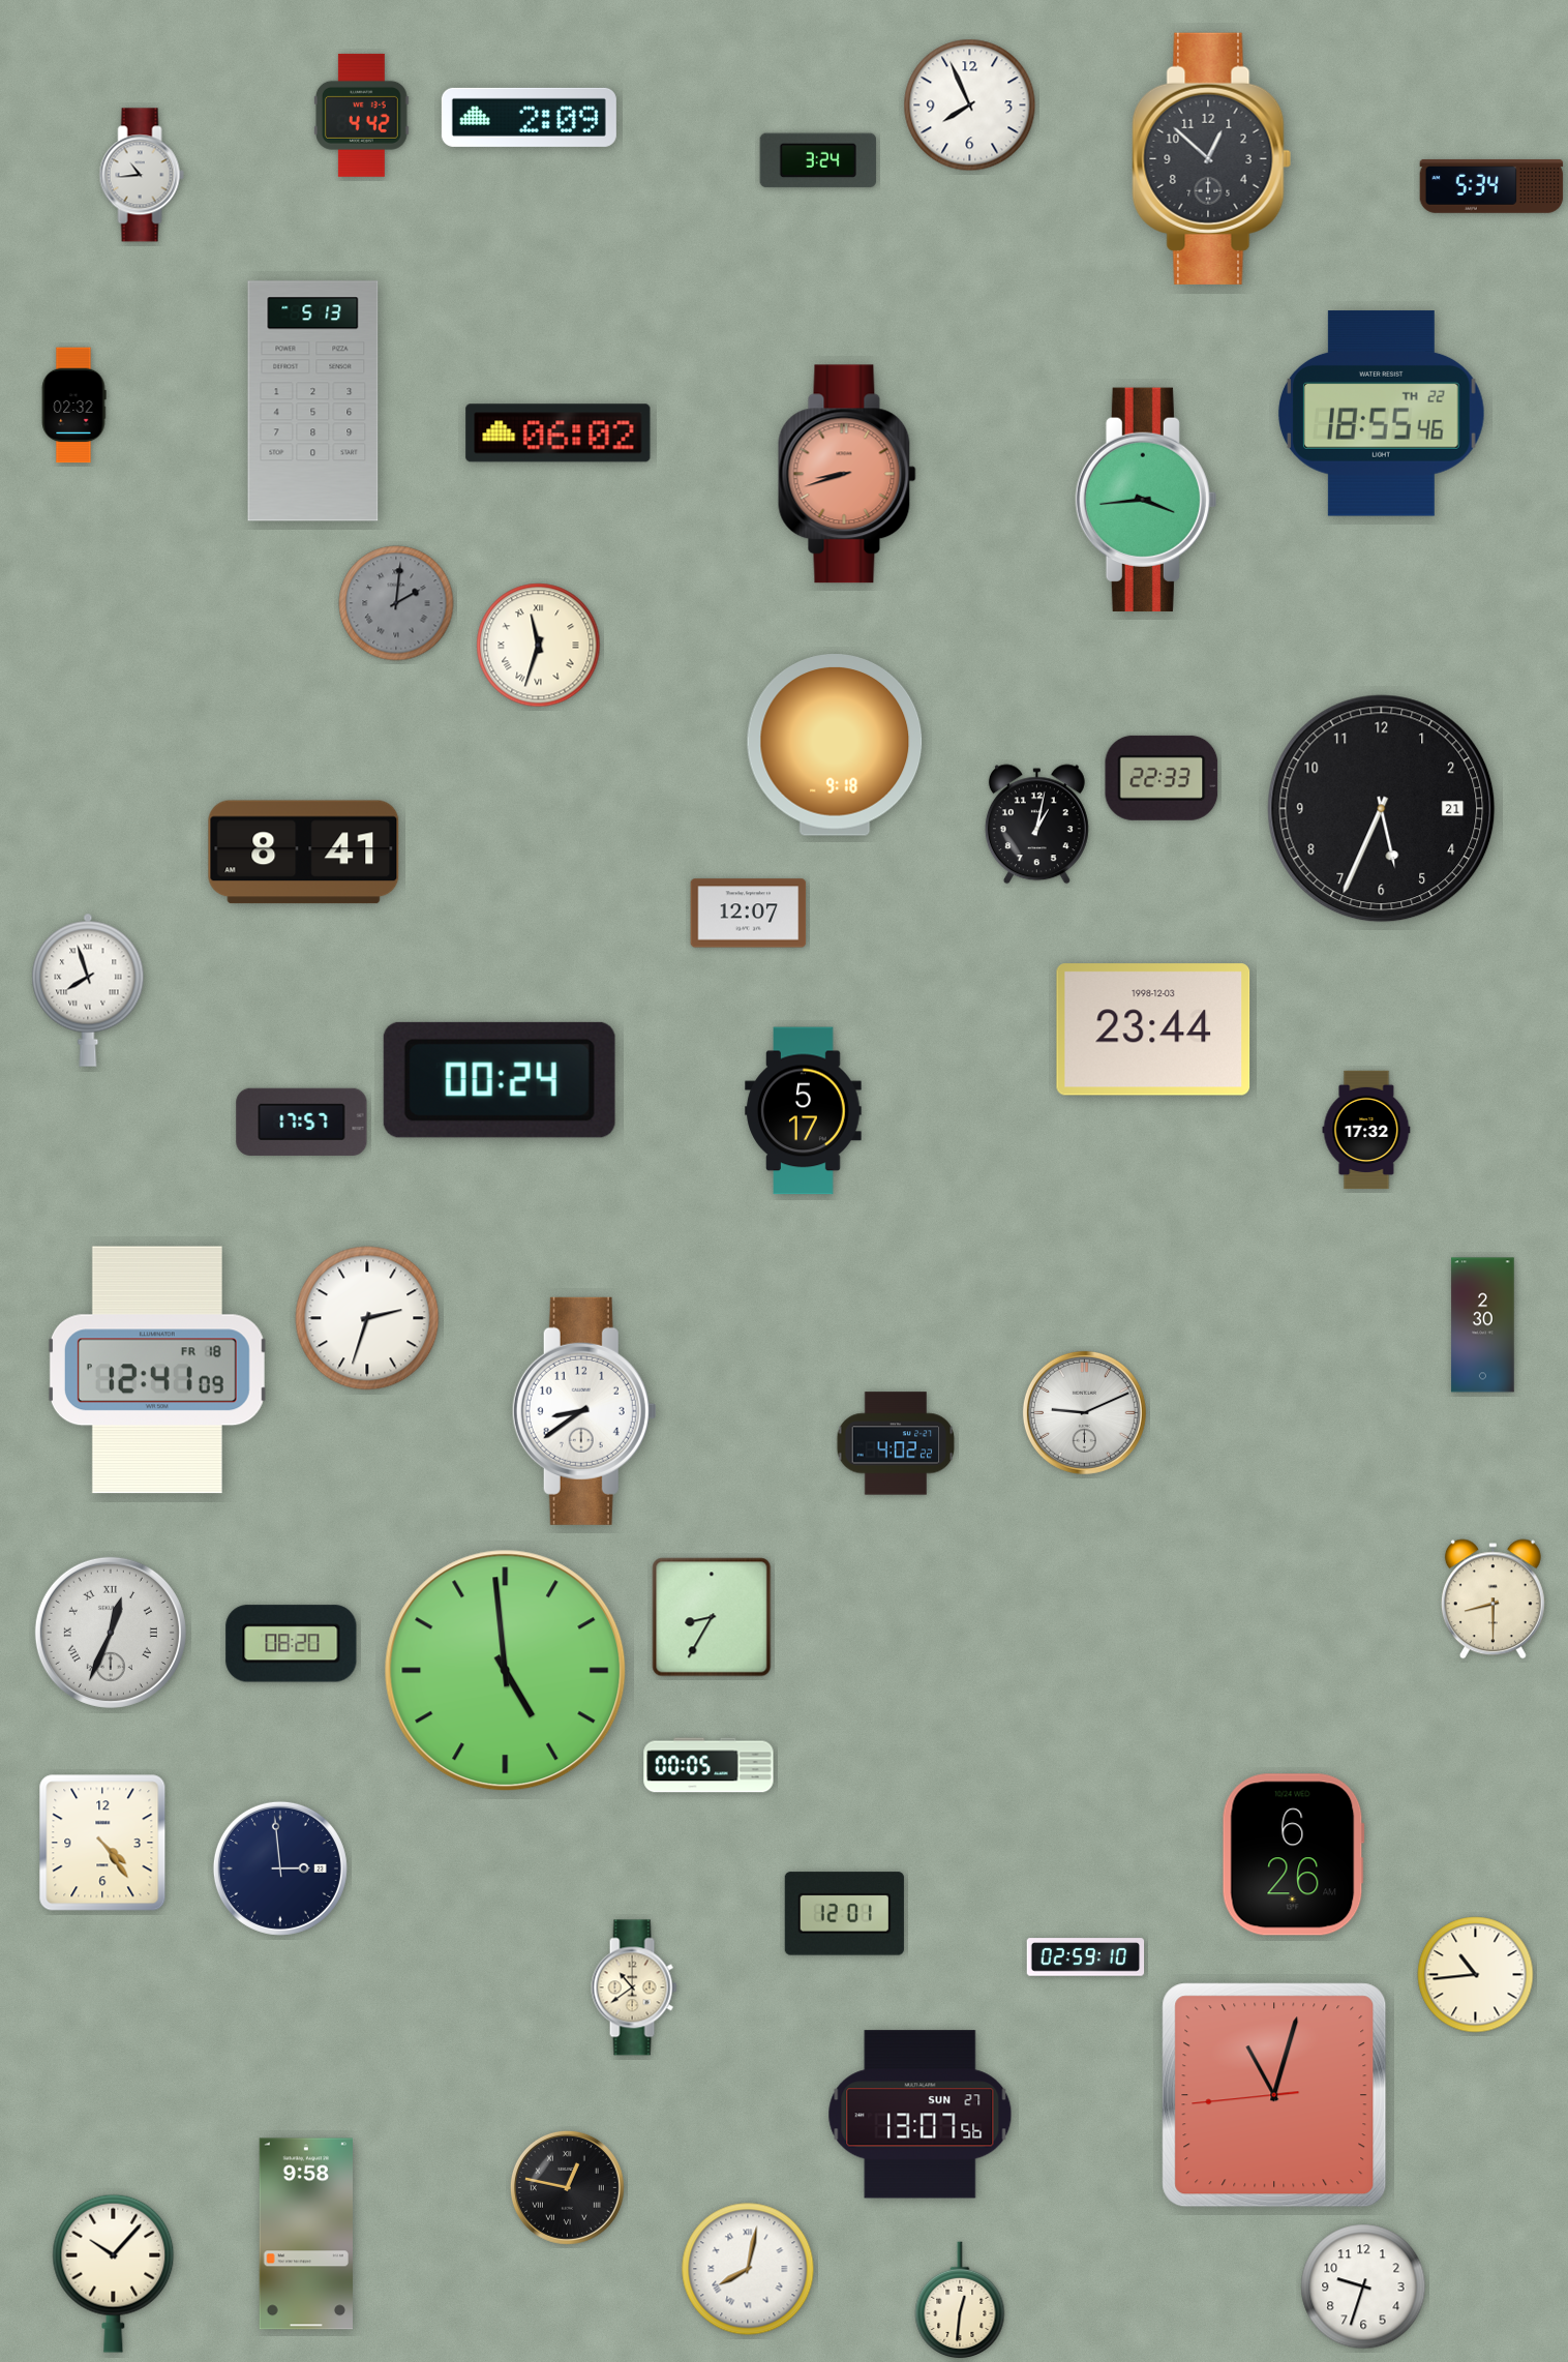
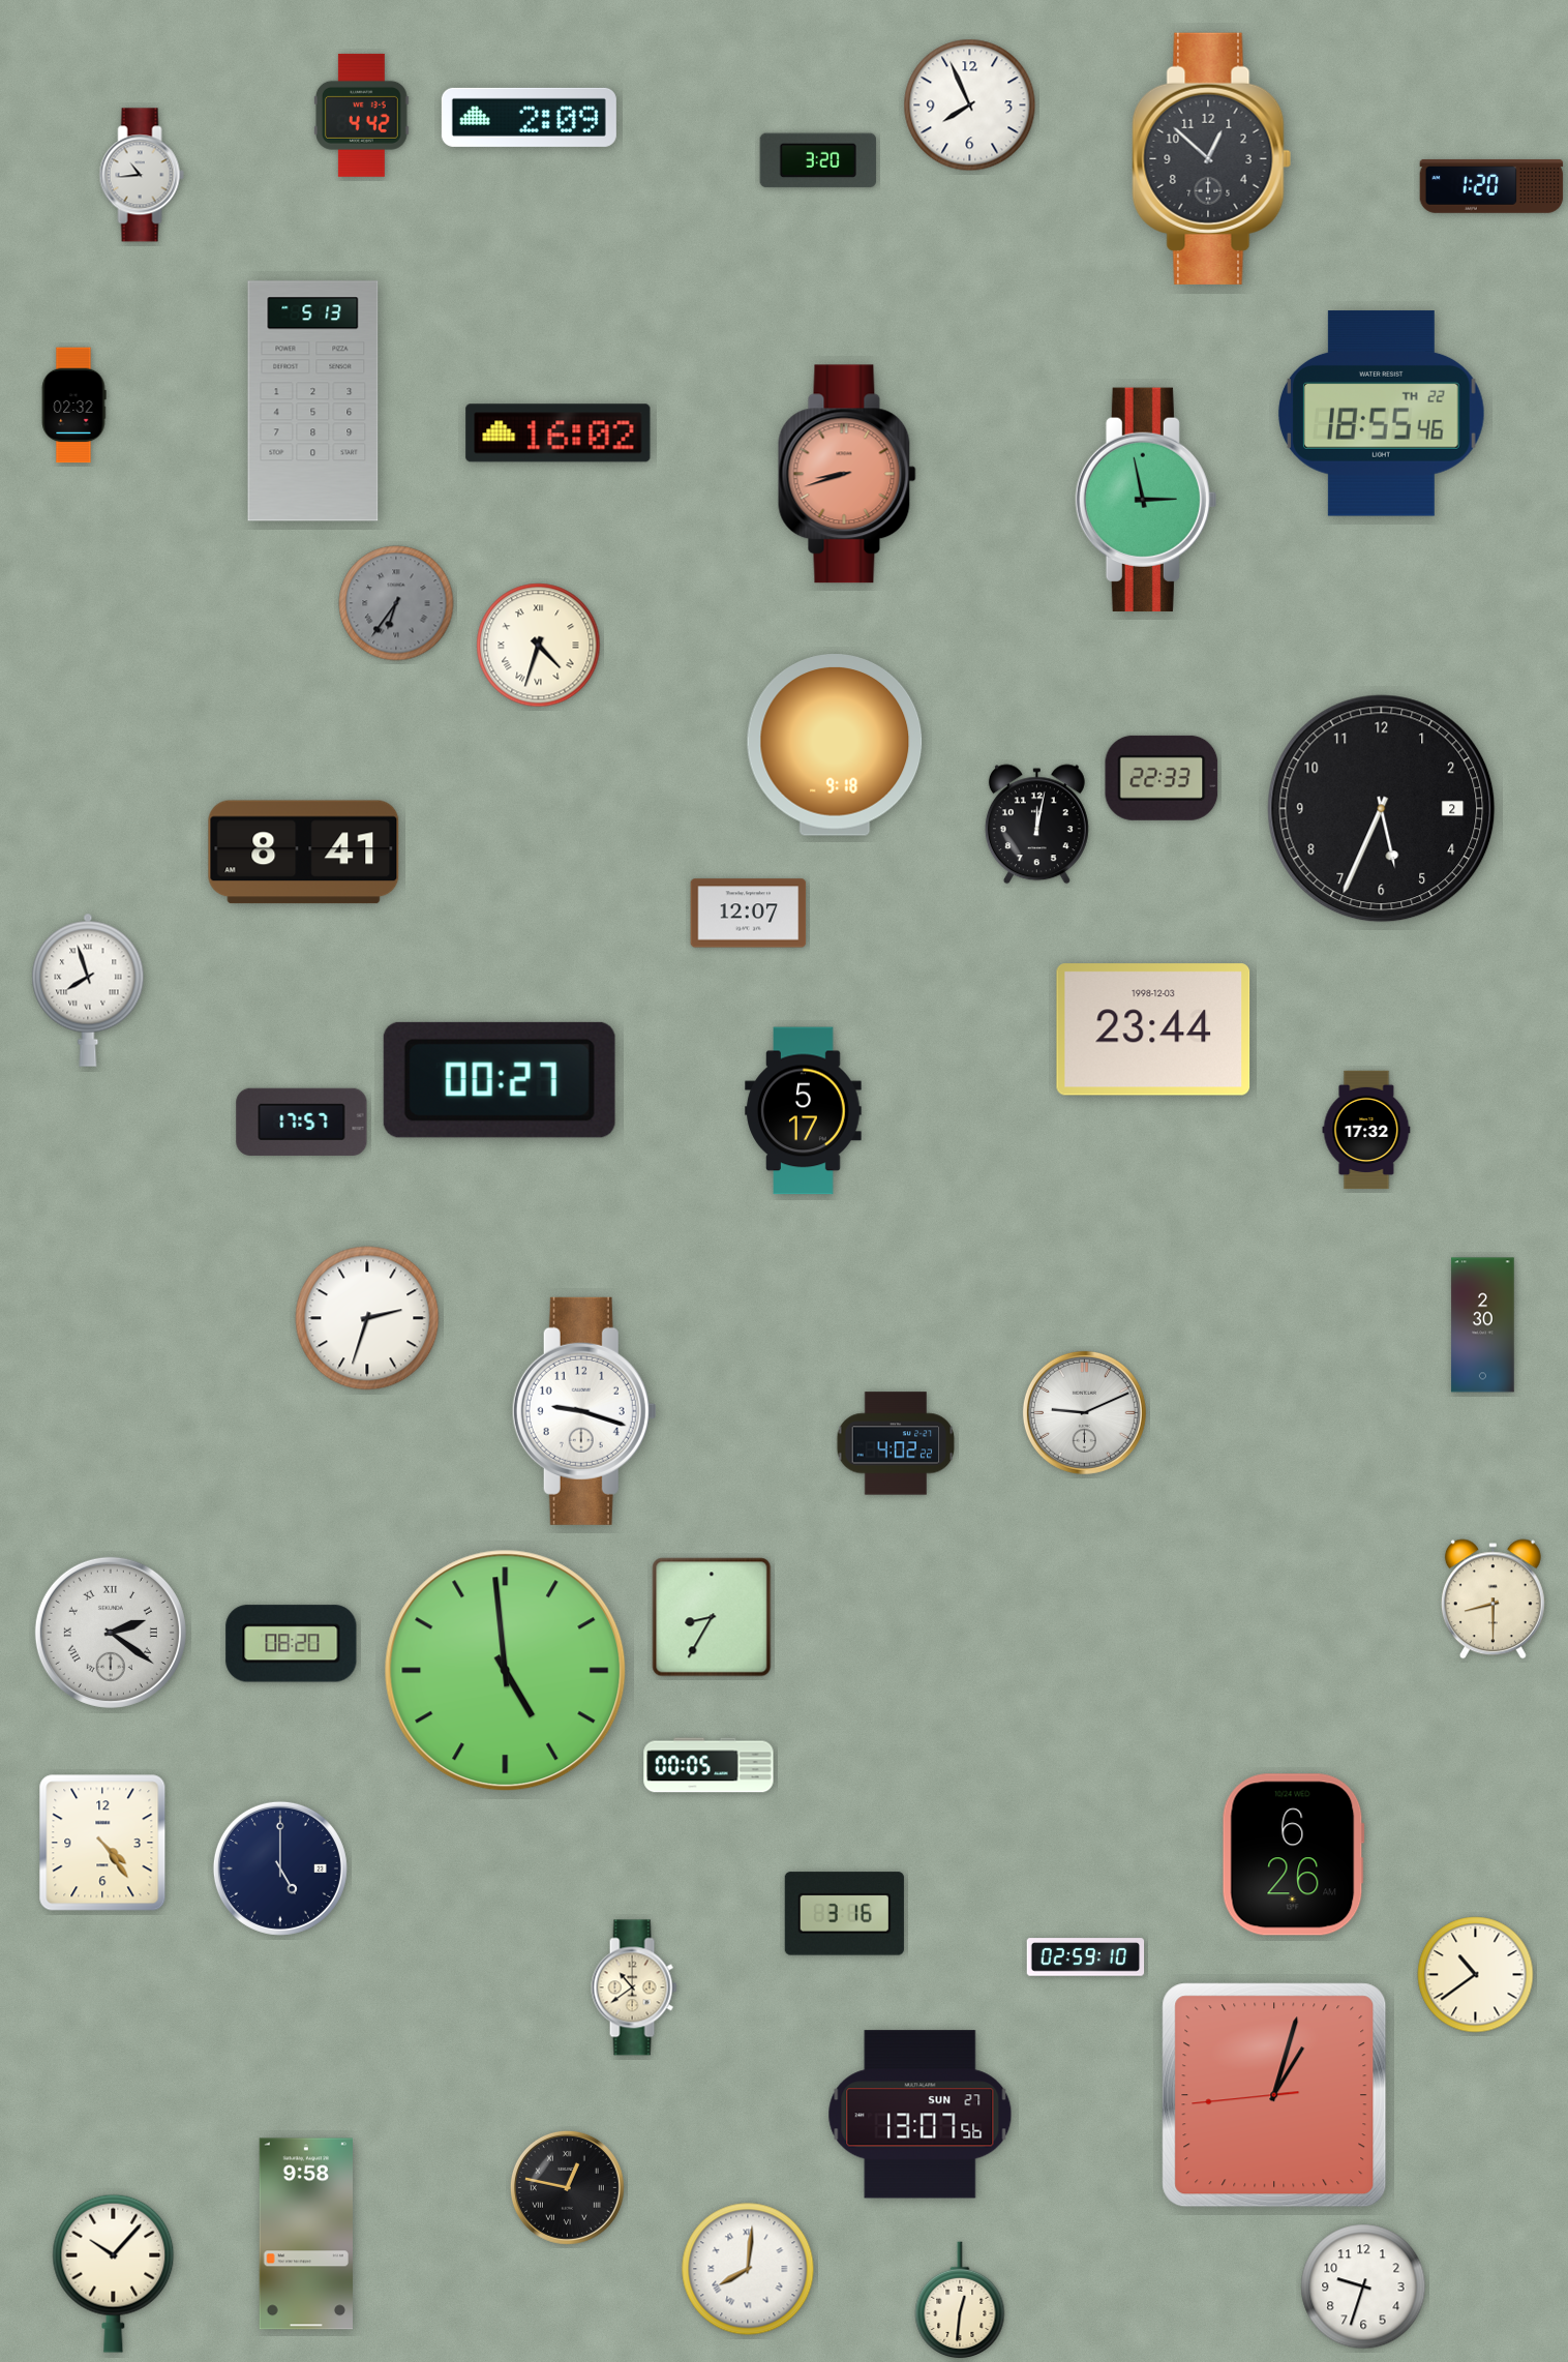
clock at (818, 160): 3:24 -> 3:20
clock at (1491, 186): 5:34 -> 1:20
clock at (559, 433): 06:02 -> 16:02
clock at (1146, 500): 3:44 -> 2:58
clock at (396, 603): 2:01 -> 6:36
clock at (539, 646): 11:33 -> 4:33
clock at (1382, 809) date: 21 -> 2
clock at (1036, 825): 1:02 -> 12:02
clock at (500, 1080): 00:24 -> 00:27
clock at (157, 1370): 12:41 -> none
clock at (584, 1411): 8:39 -> 9:18
clock at (111, 1633): 12:34 -> 2:21
clock at (280, 1868): 2:59 -> 5:00
clock at (844, 1914): 12:01 -> 3:16
clock at (1476, 1975): 10:44 -> 10:39
clock at (1274, 2095): 11:02 -> 1:02
clock at (748, 2269): 8:02 -> 8:01
